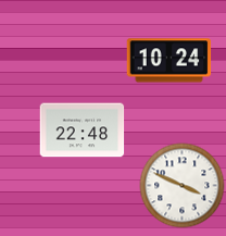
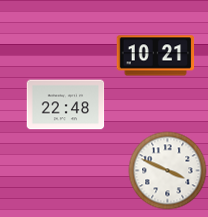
clock at (168, 61): 10:24 -> 10:21
clock at (81, 131) position: (81, 131) -> (65, 105)
